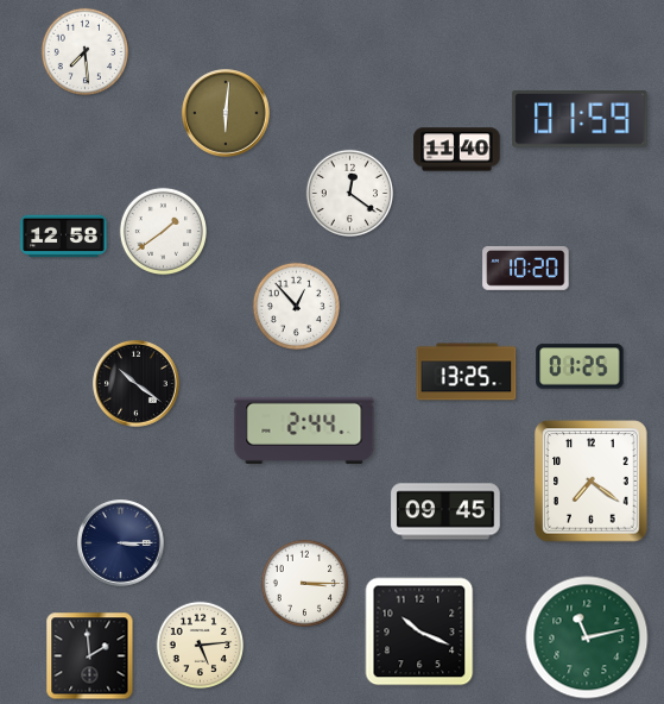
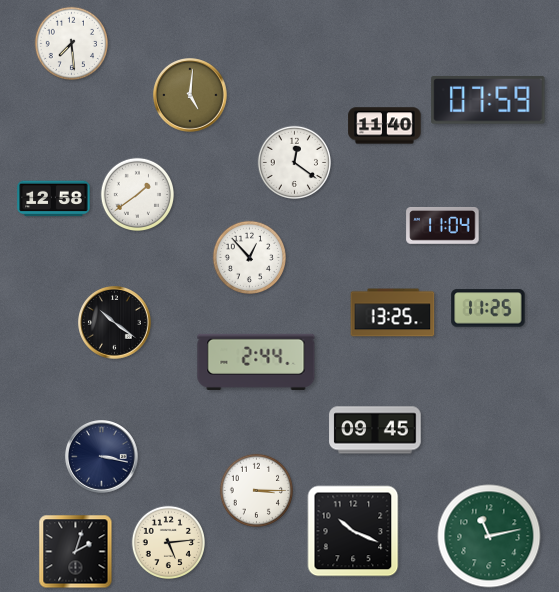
clock at (226, 113): 6:01 -> 5:01
clock at (580, 120): 01:59 -> 07:59
clock at (526, 268): 10:20 -> 11:04
clock at (580, 366): 01:25 -> 11:25
clock at (592, 482): 7:21 -> none
clock at (121, 543): 3:15 -> 3:17
clock at (587, 637) position: (587, 637) -> (489, 536)
clock at (90, 656): 1:59 -> 2:03
